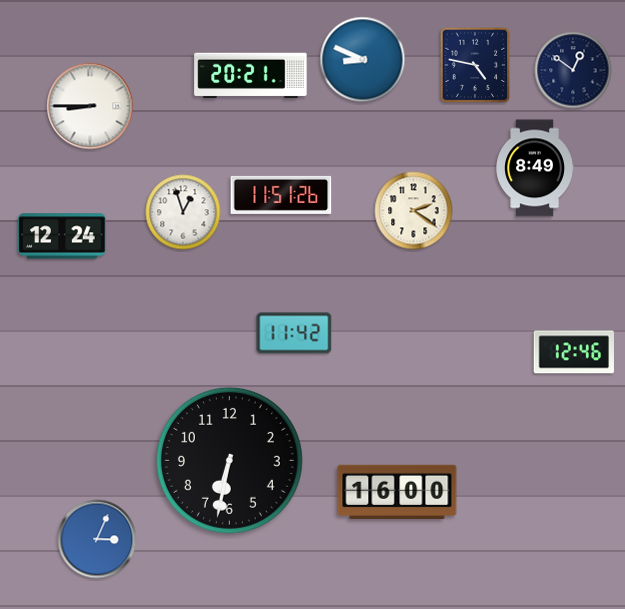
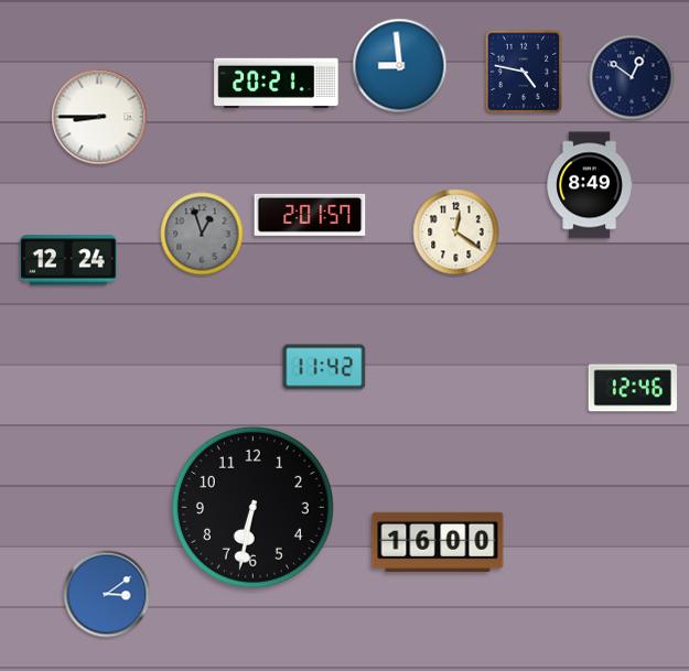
clock at (363, 60): 8:49 -> 8:59
clock at (281, 195): 11:51 -> 2:01
clock at (414, 211): 2:21 -> 12:21
clock at (183, 212) dial: white -> grey
clock at (97, 539): 3:04 -> 3:09
